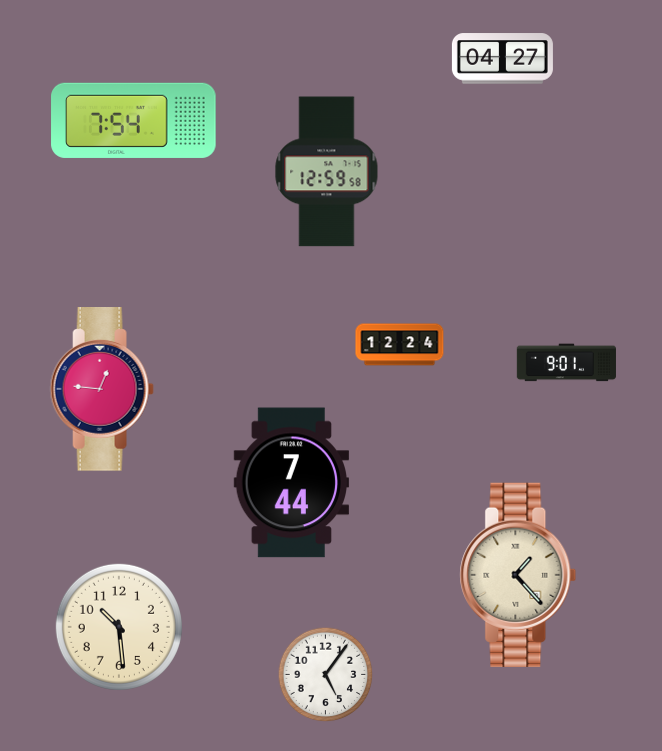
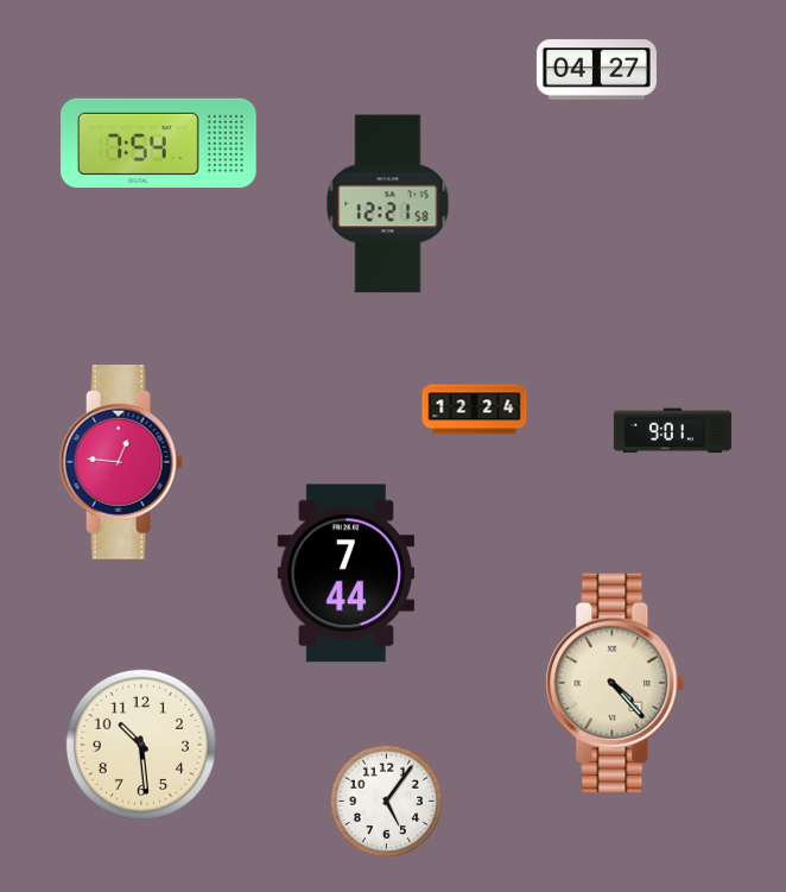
clock at (327, 172): 12:59 -> 12:21
clock at (518, 575): 1:23 -> 4:23
